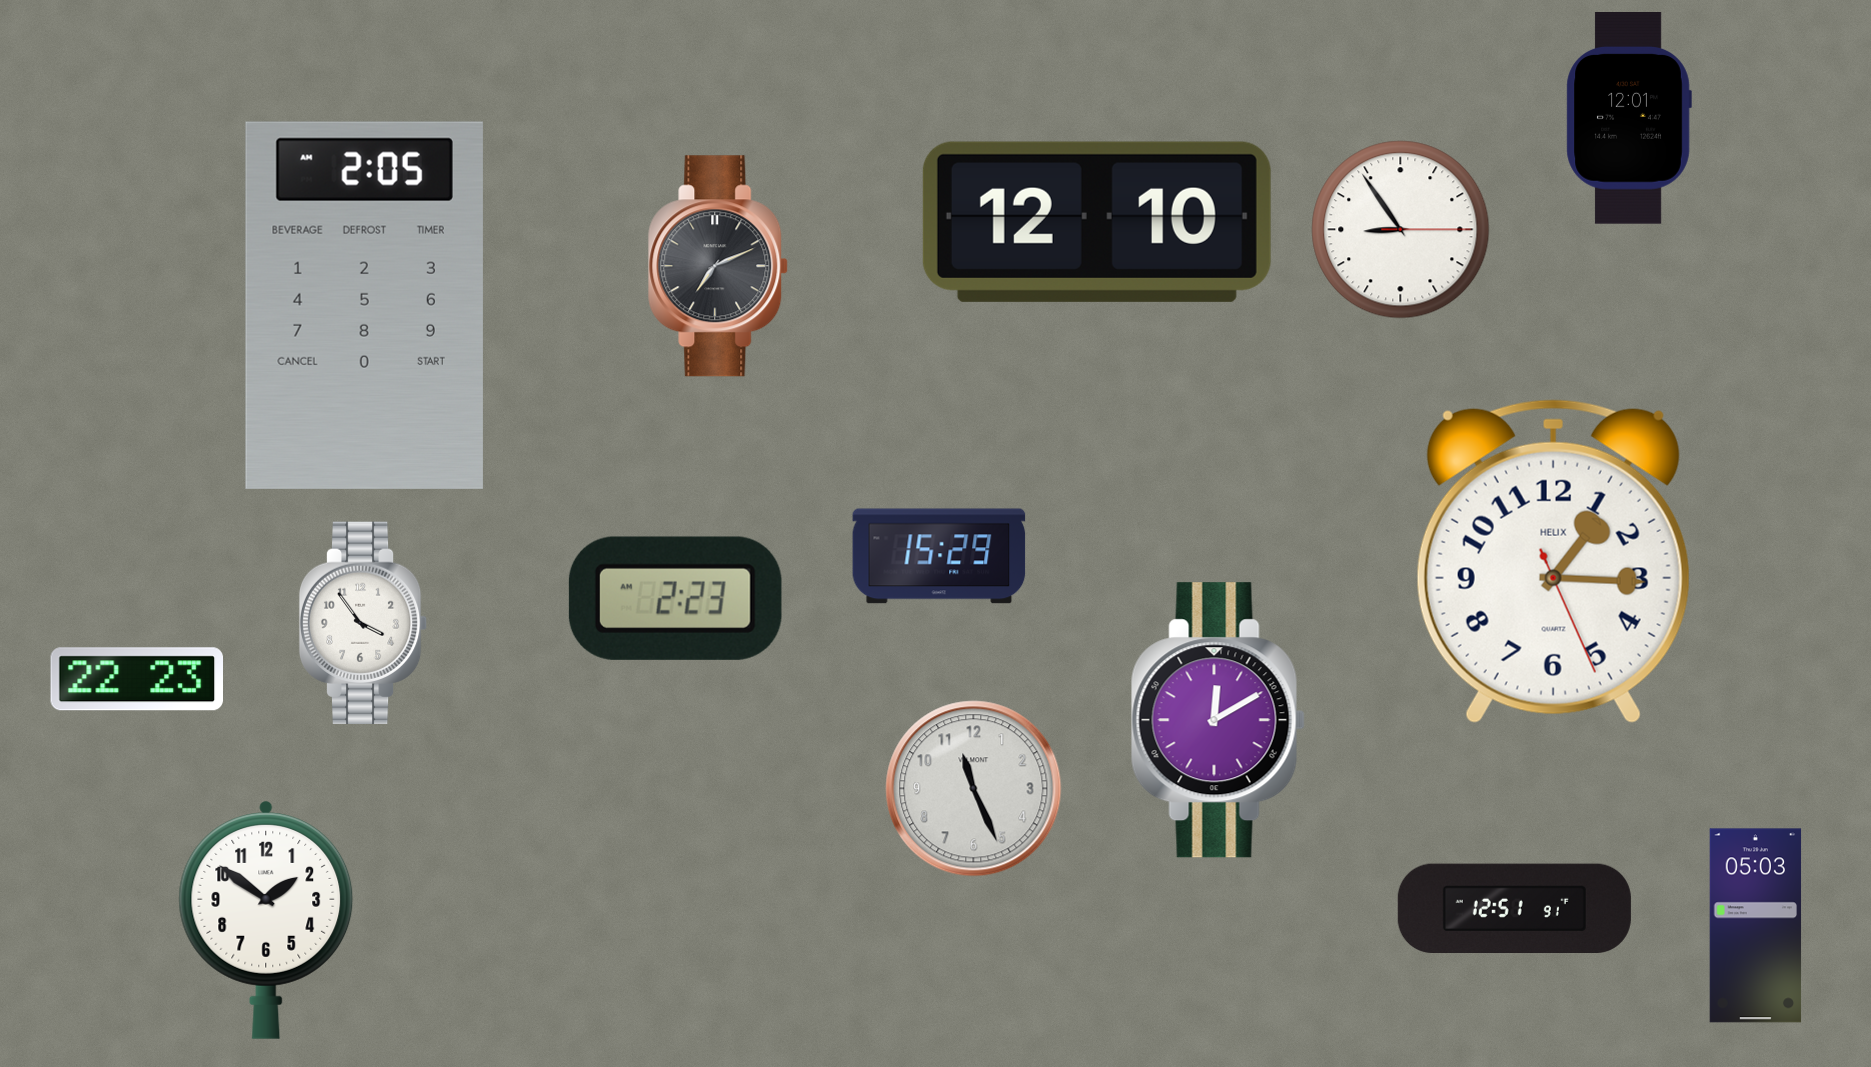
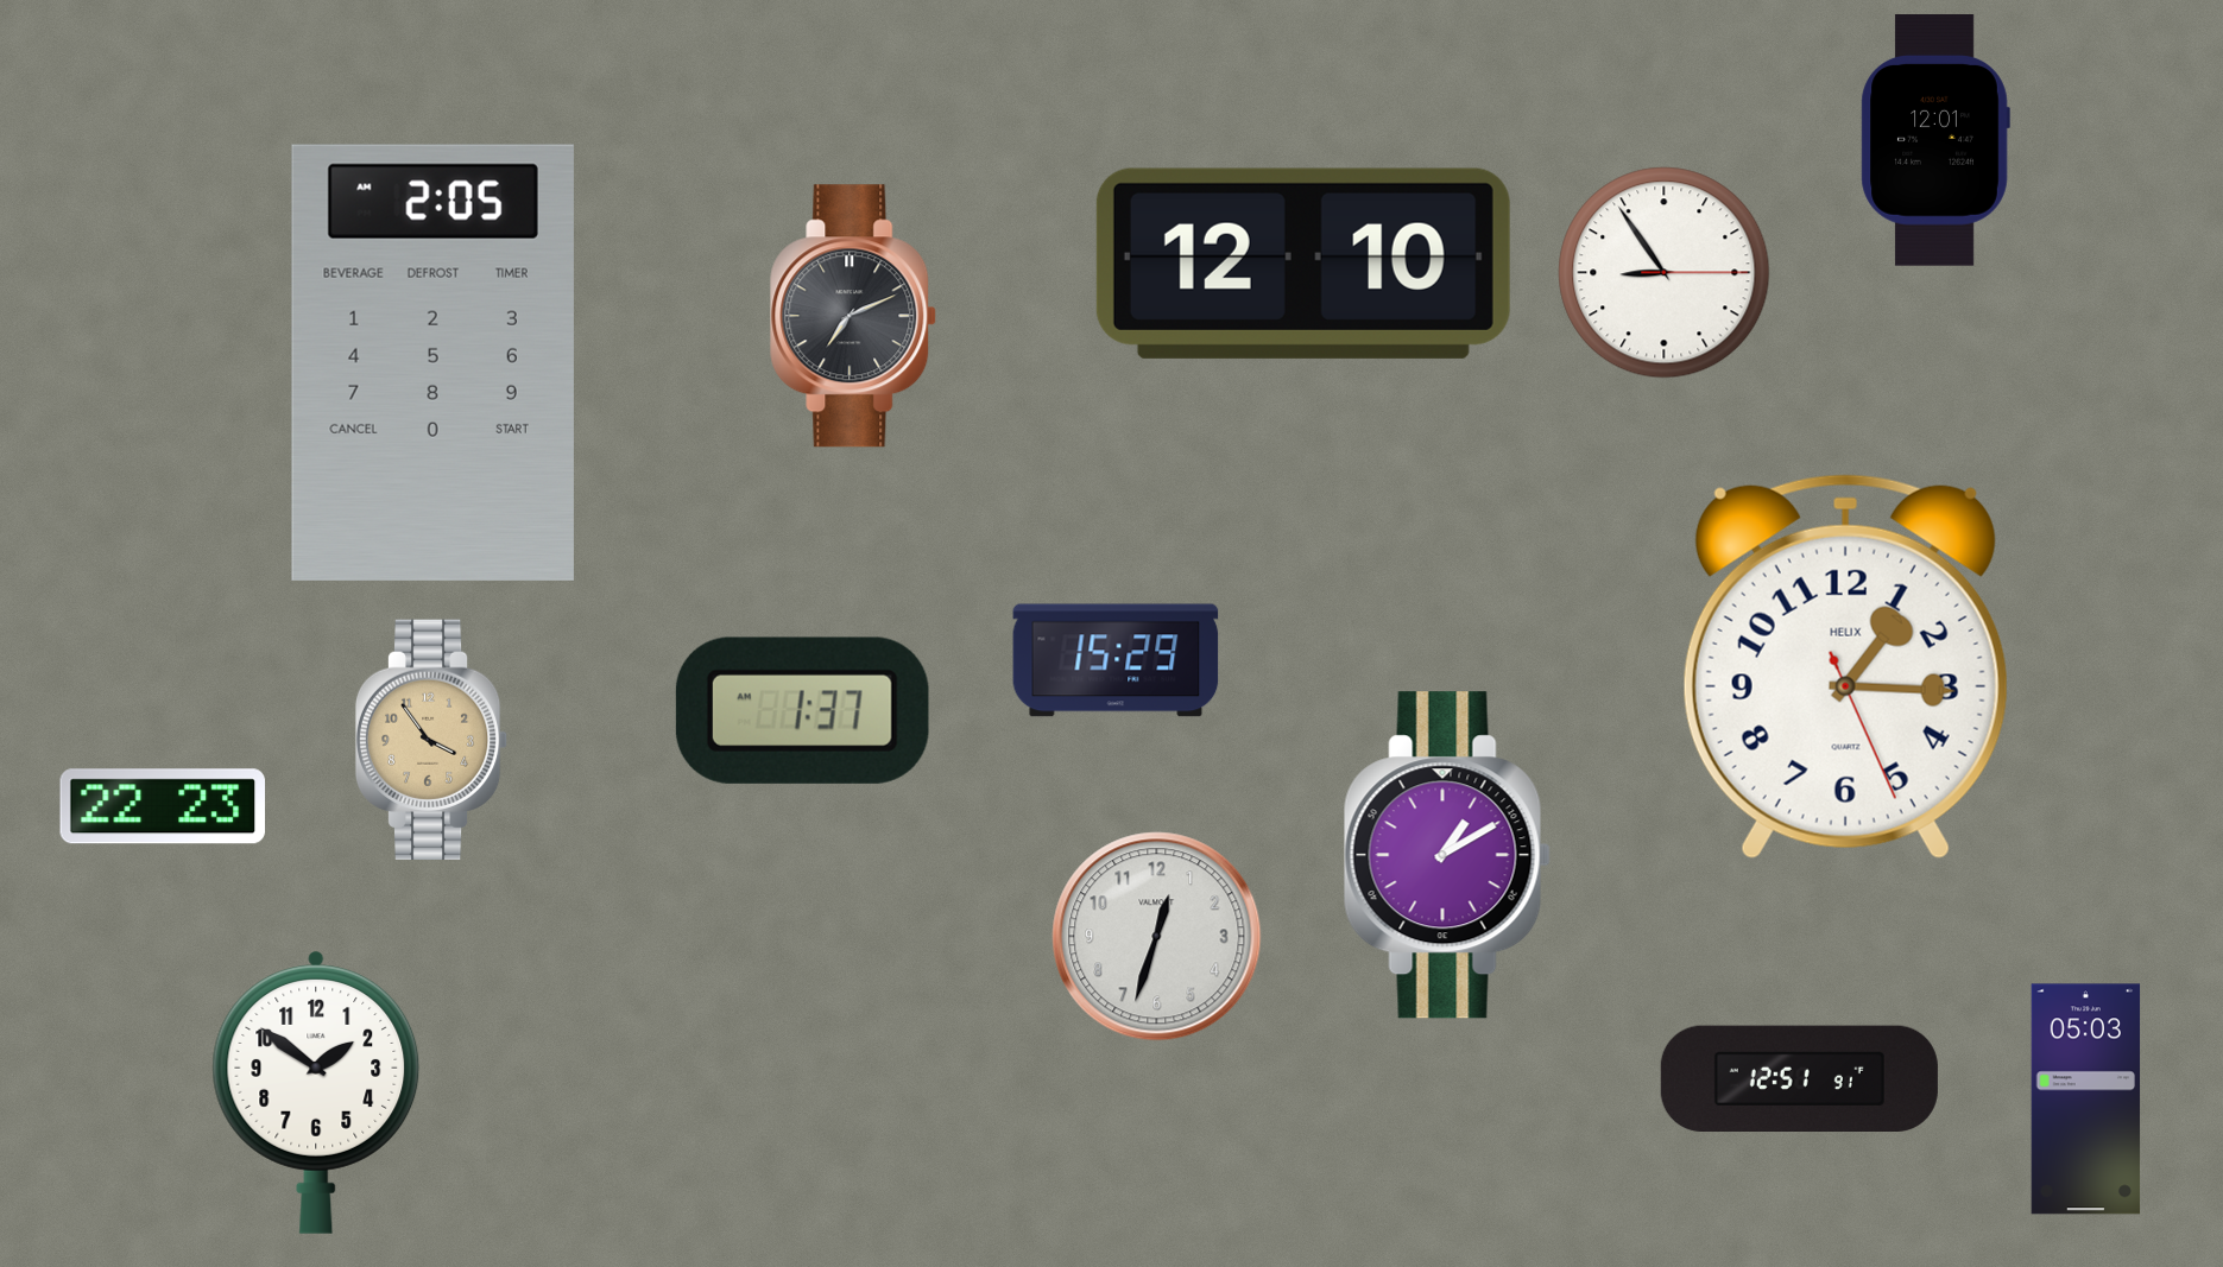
clock at (675, 598): 2:23 -> 1:37
clock at (363, 623) dial: white -> champagne
clock at (1218, 720): 12:10 -> 1:10
clock at (974, 789): 11:26 -> 12:33
